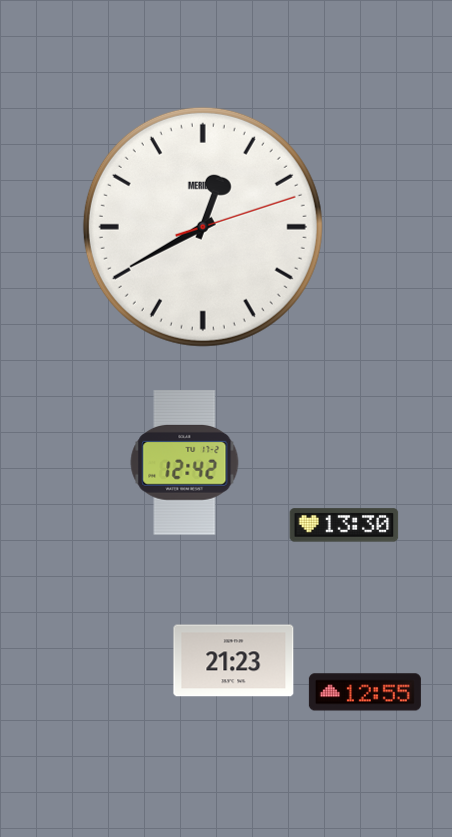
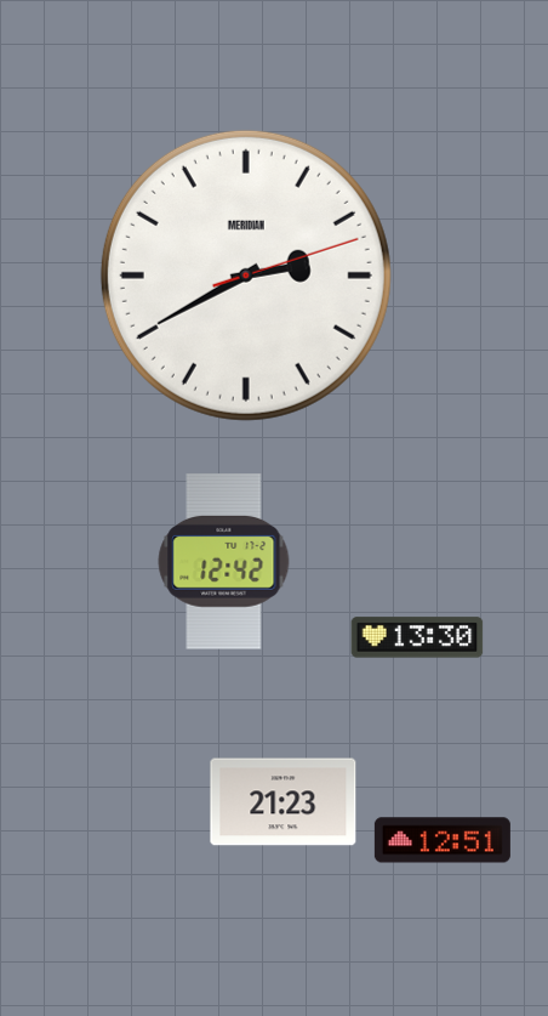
clock at (203, 227): 12:40 -> 2:40
clock at (365, 692): 12:55 -> 12:51
